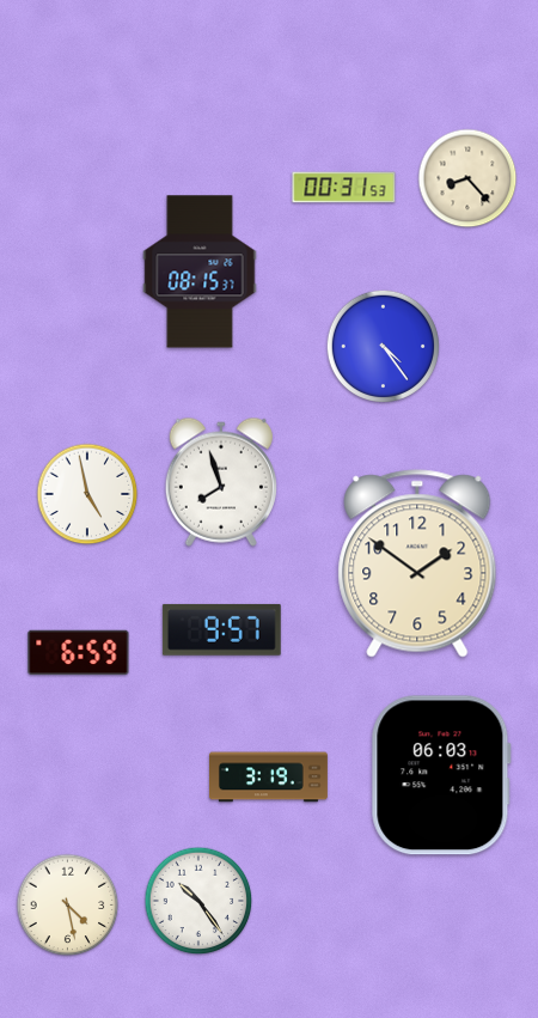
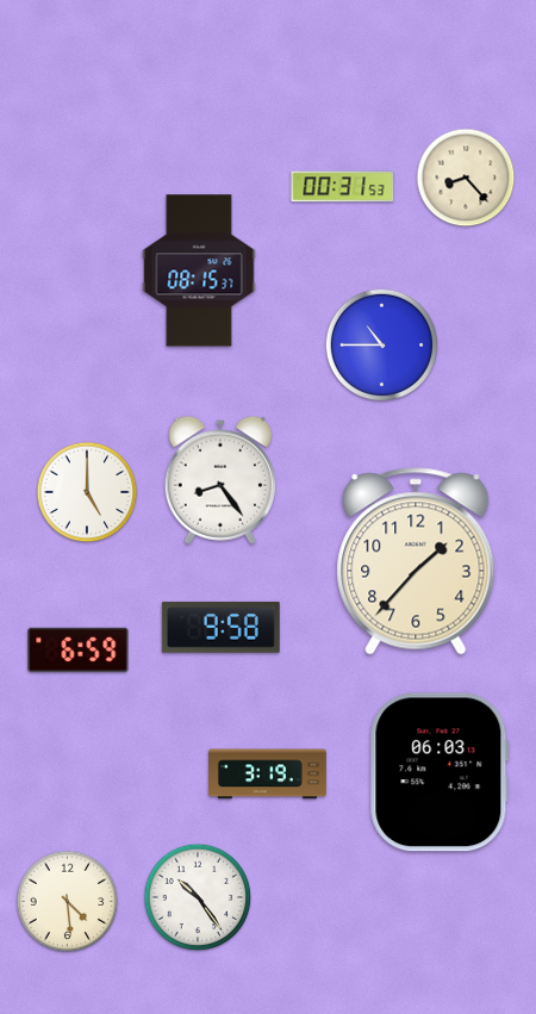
clock at (383, 346): 4:24 -> 10:45
clock at (221, 482): 7:57 -> 8:24
clock at (87, 494): 4:58 -> 5:00
clock at (417, 563): 1:51 -> 1:37
clock at (221, 629): 9:57 -> 9:58
clock at (68, 906): 4:28 -> 4:29
